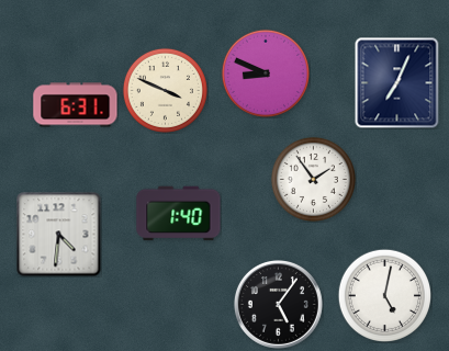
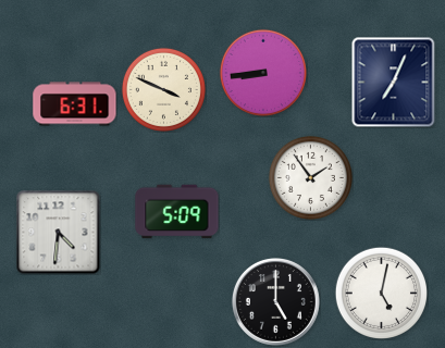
clock at (266, 73): 8:49 -> 8:44
clock at (179, 214): 1:40 -> 5:09
clock at (278, 304): 5:06 -> 5:00
